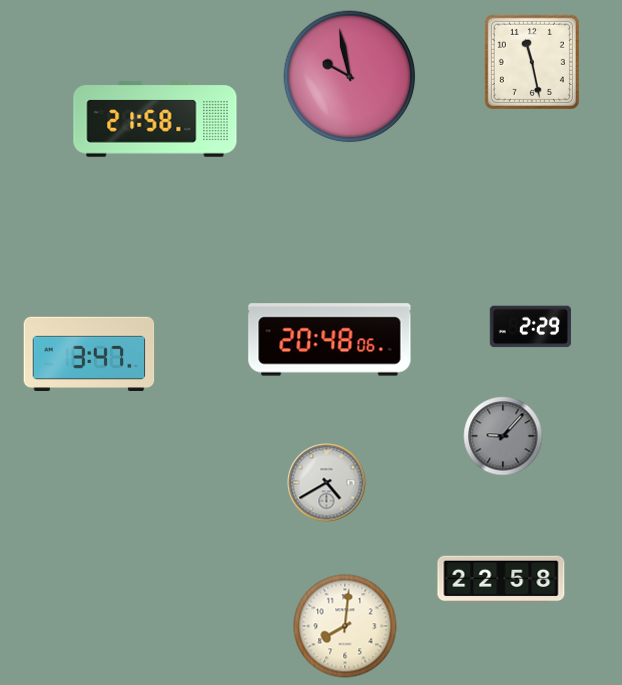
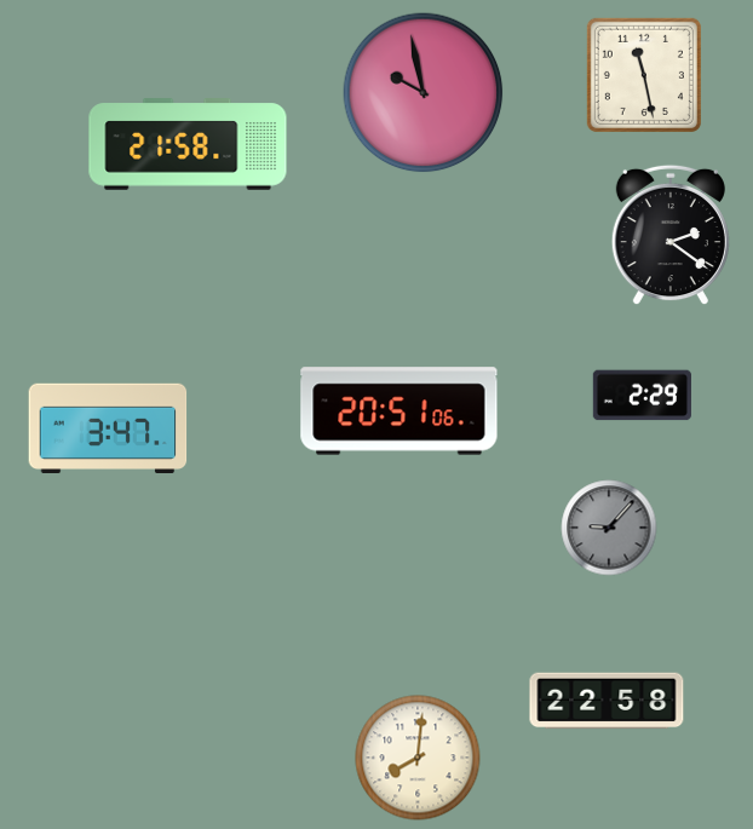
clock at (671, 235): none -> 2:21
clock at (330, 340): 20:48 -> 20:51
clock at (327, 483): 4:40 -> none
